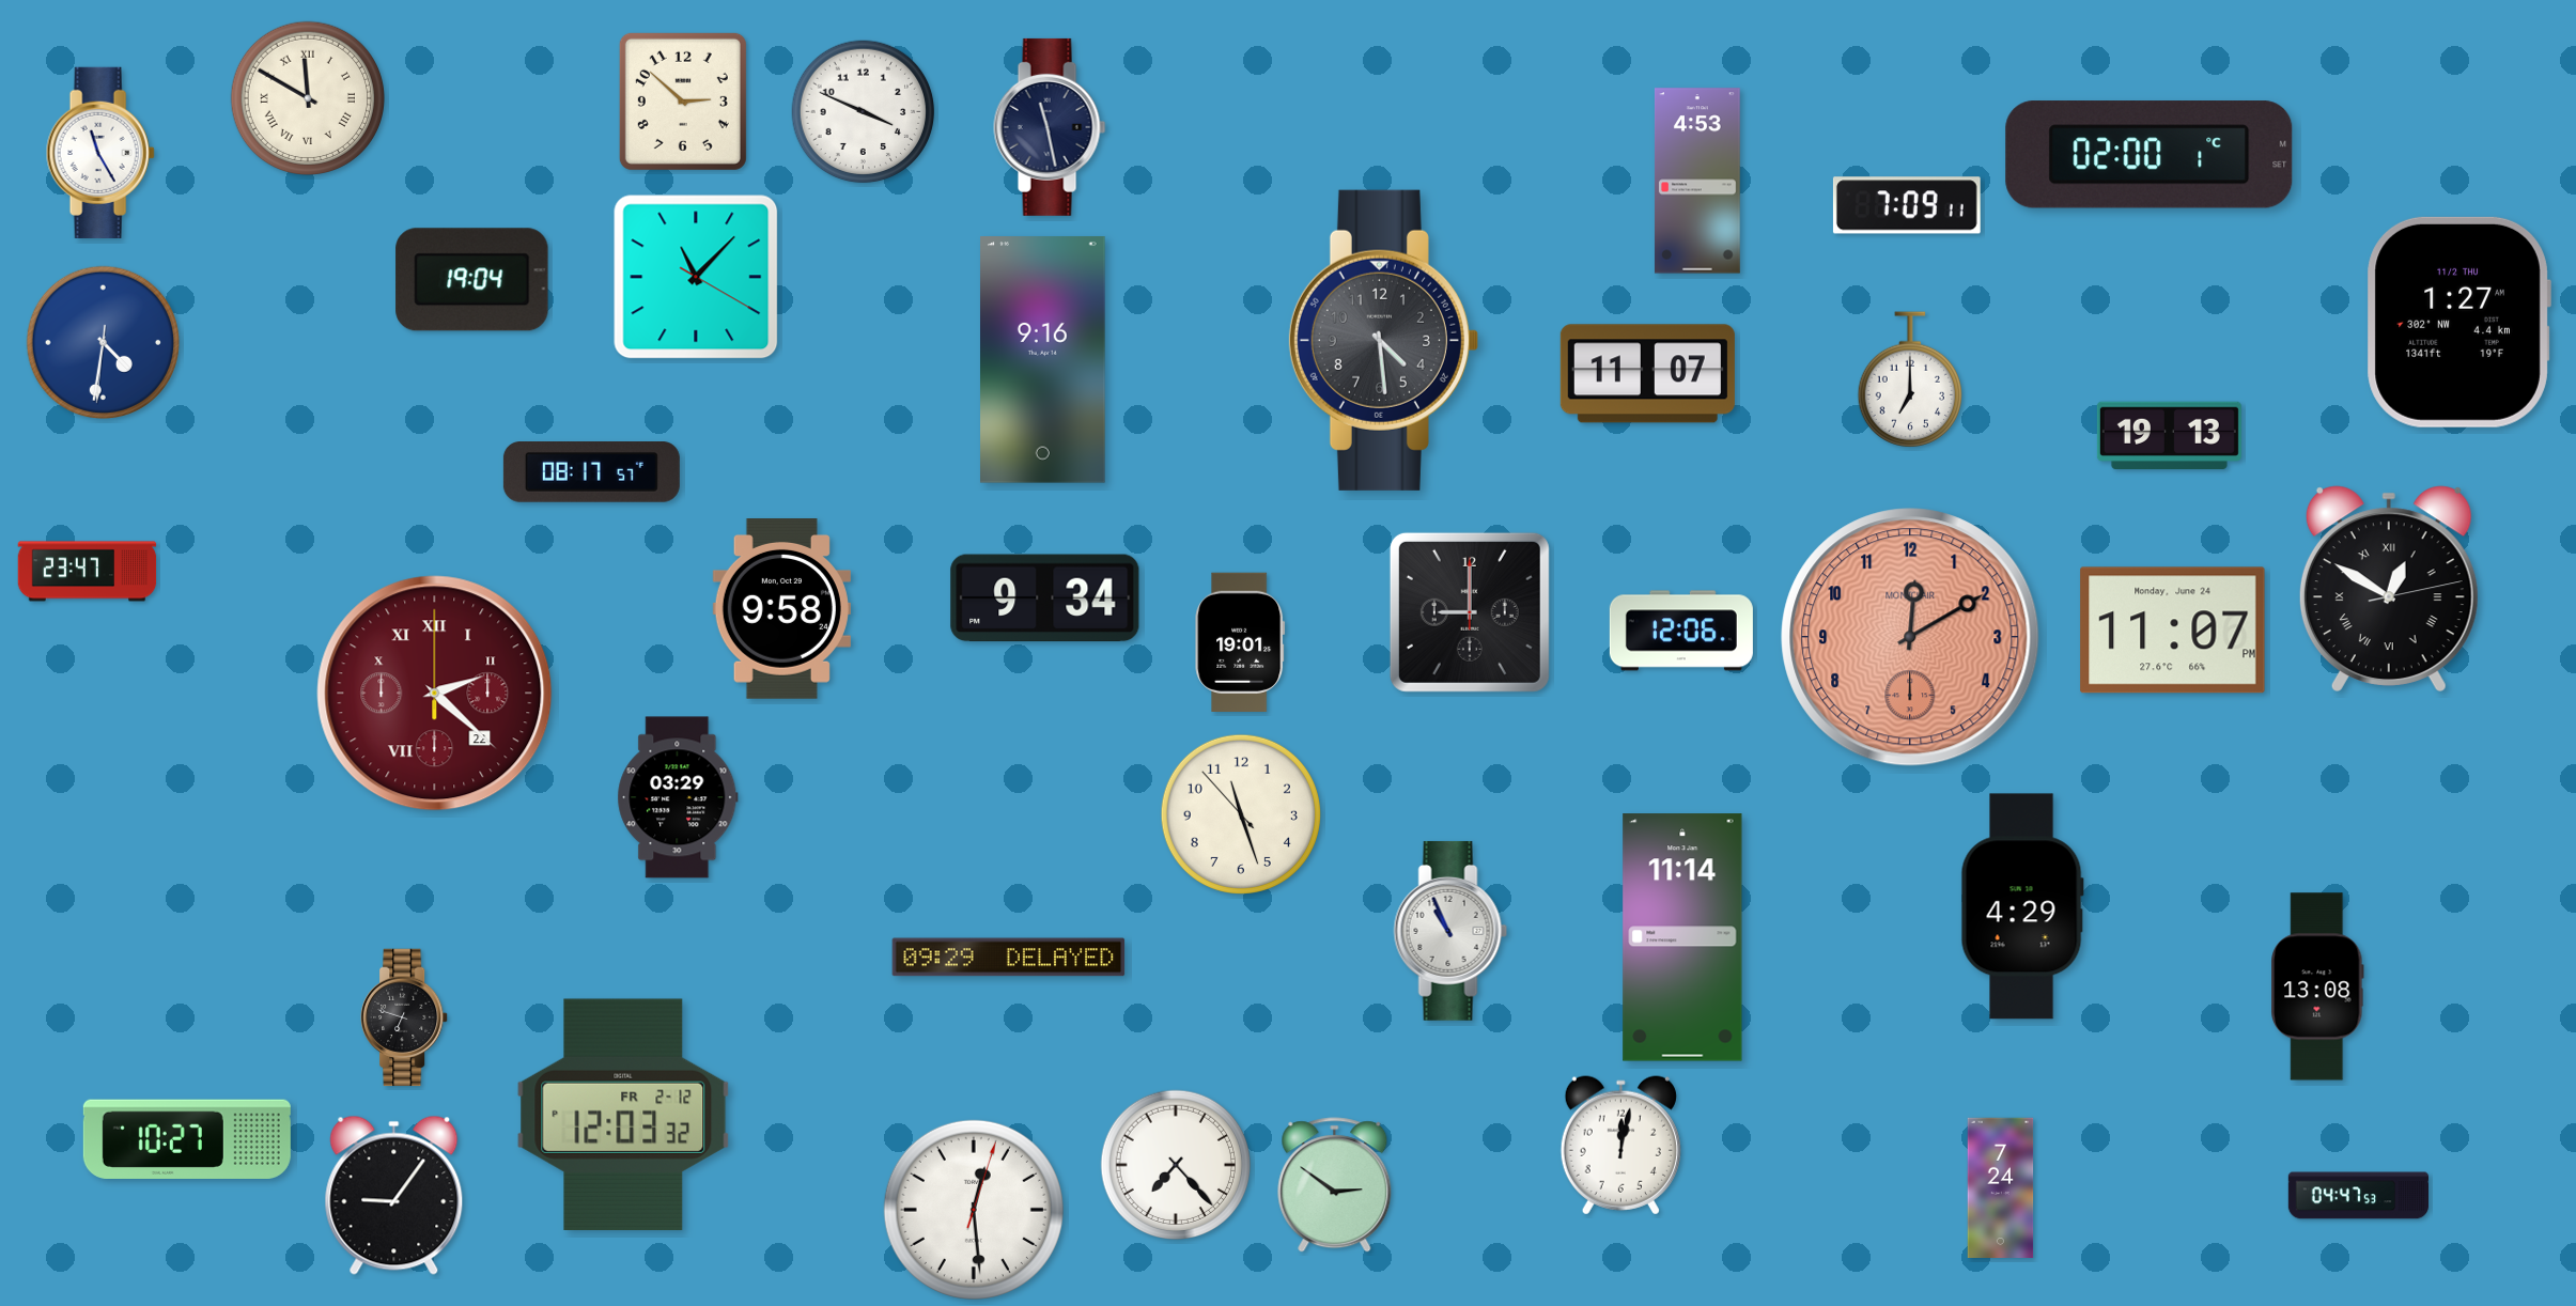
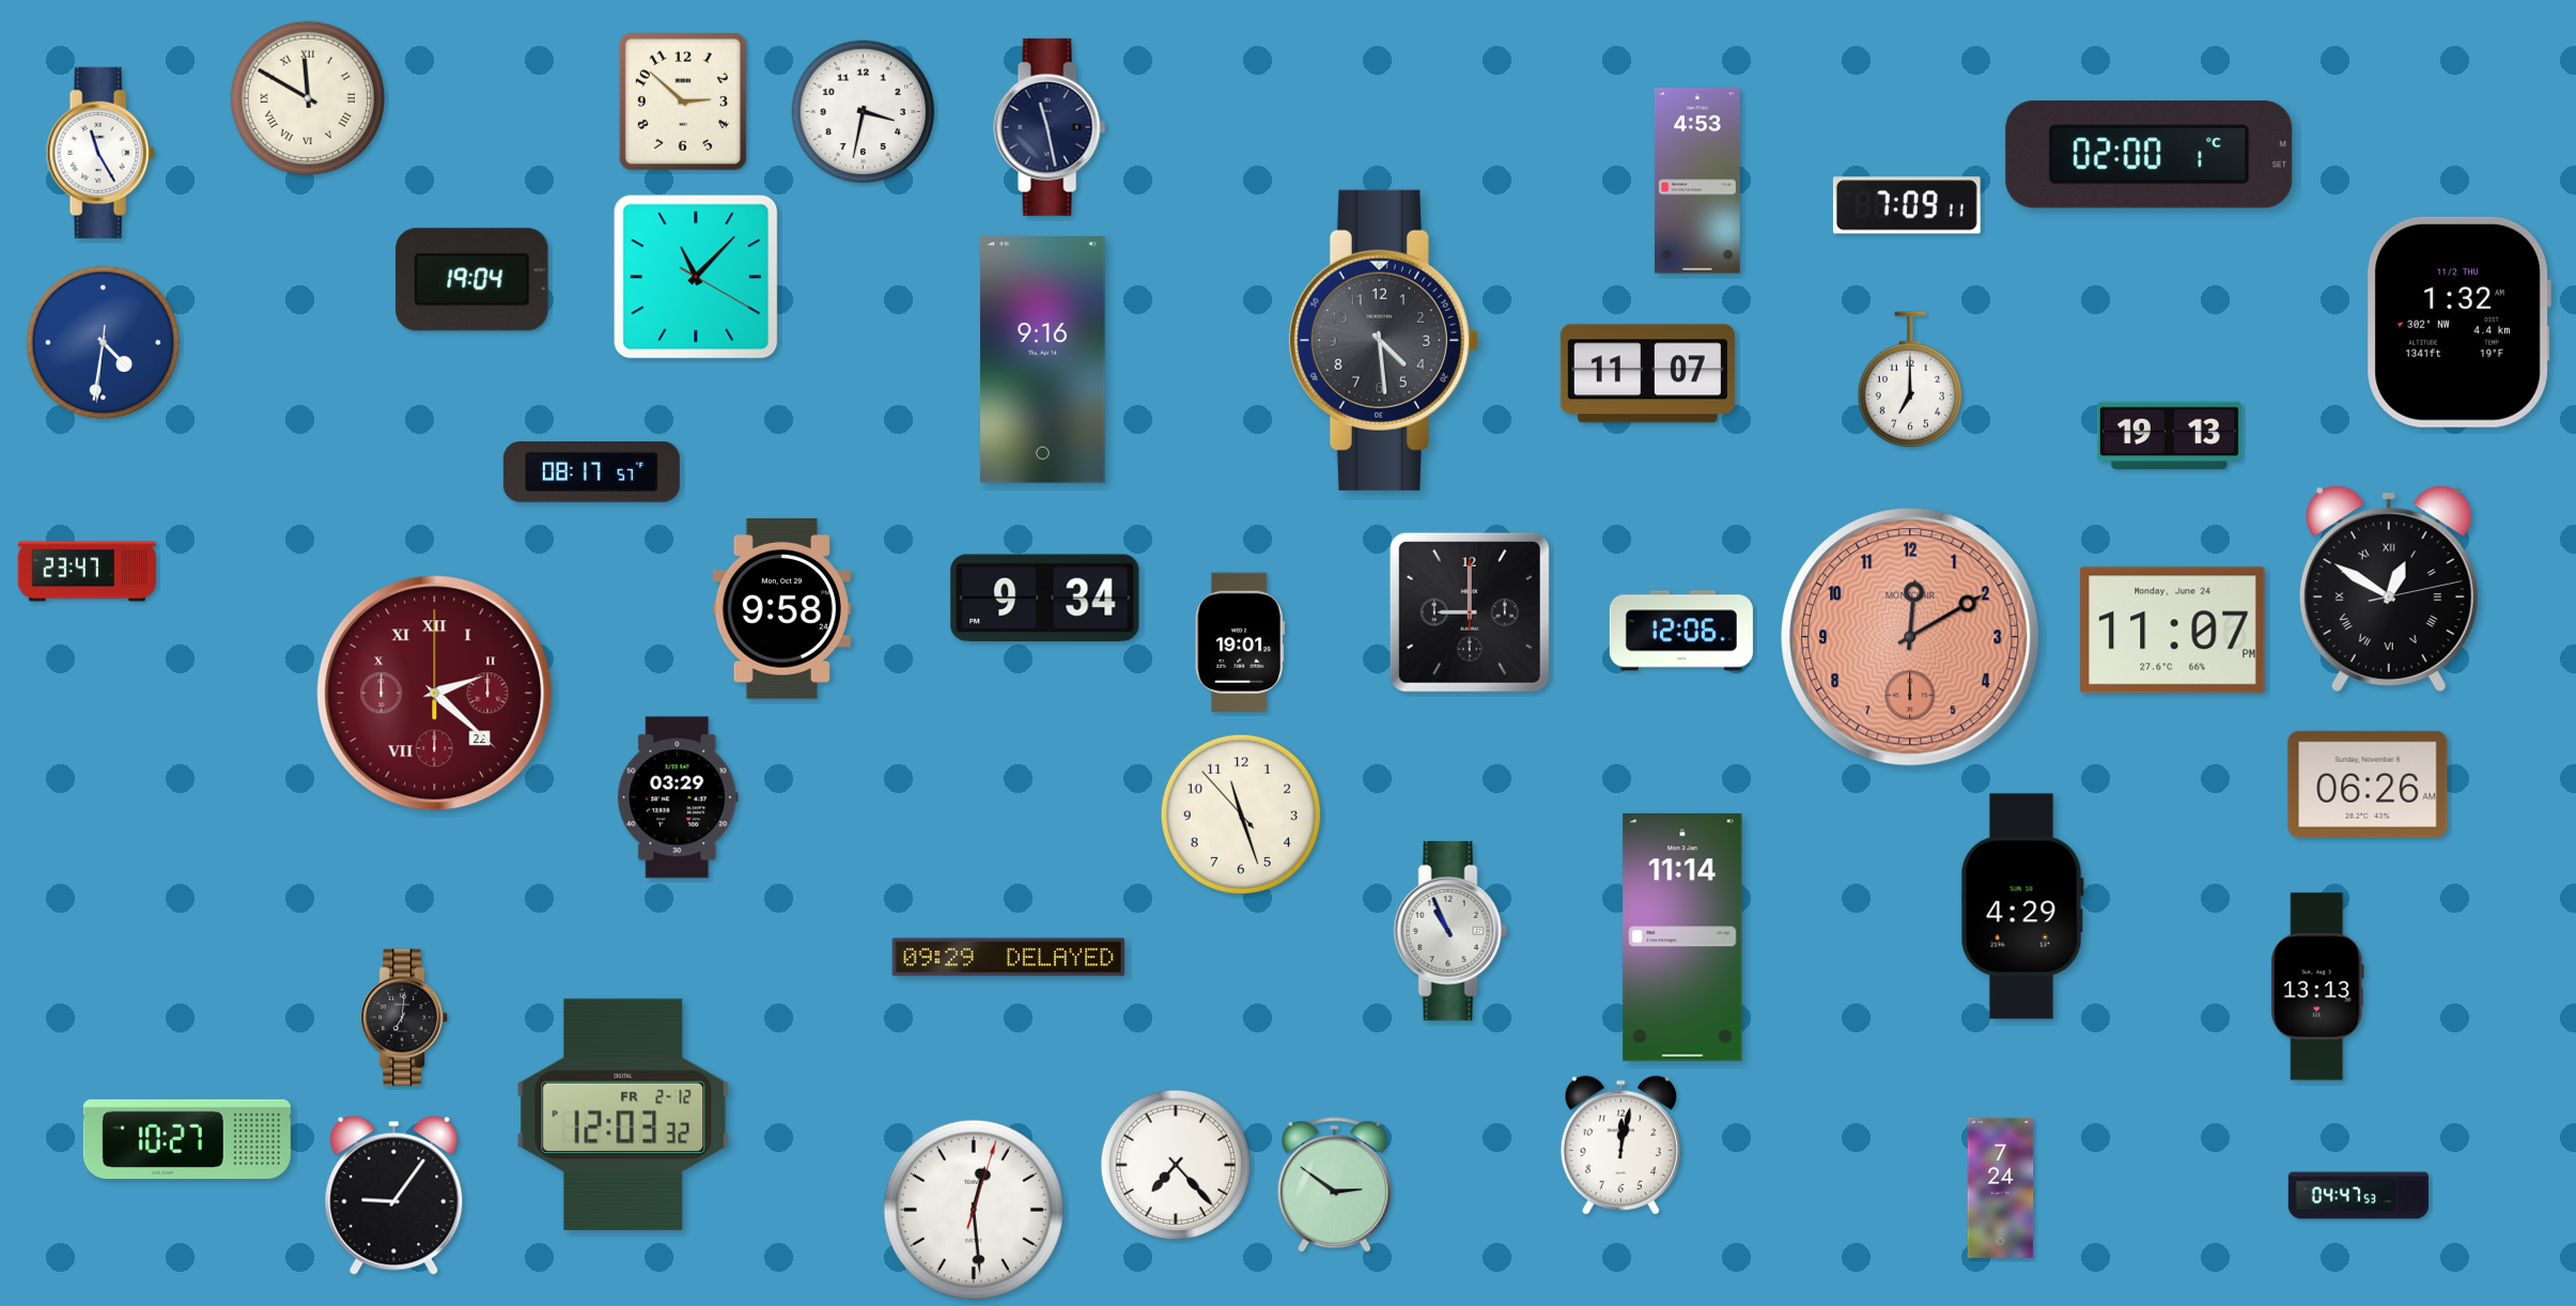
clock at (864, 112): 3:49 -> 3:32
clock at (2458, 322): 1:27 -> 1:32
clock at (2368, 784): none -> 06:26
clock at (2318, 986): 13:08 -> 13:13
clock at (405, 1017): 6:48 -> 7:01
